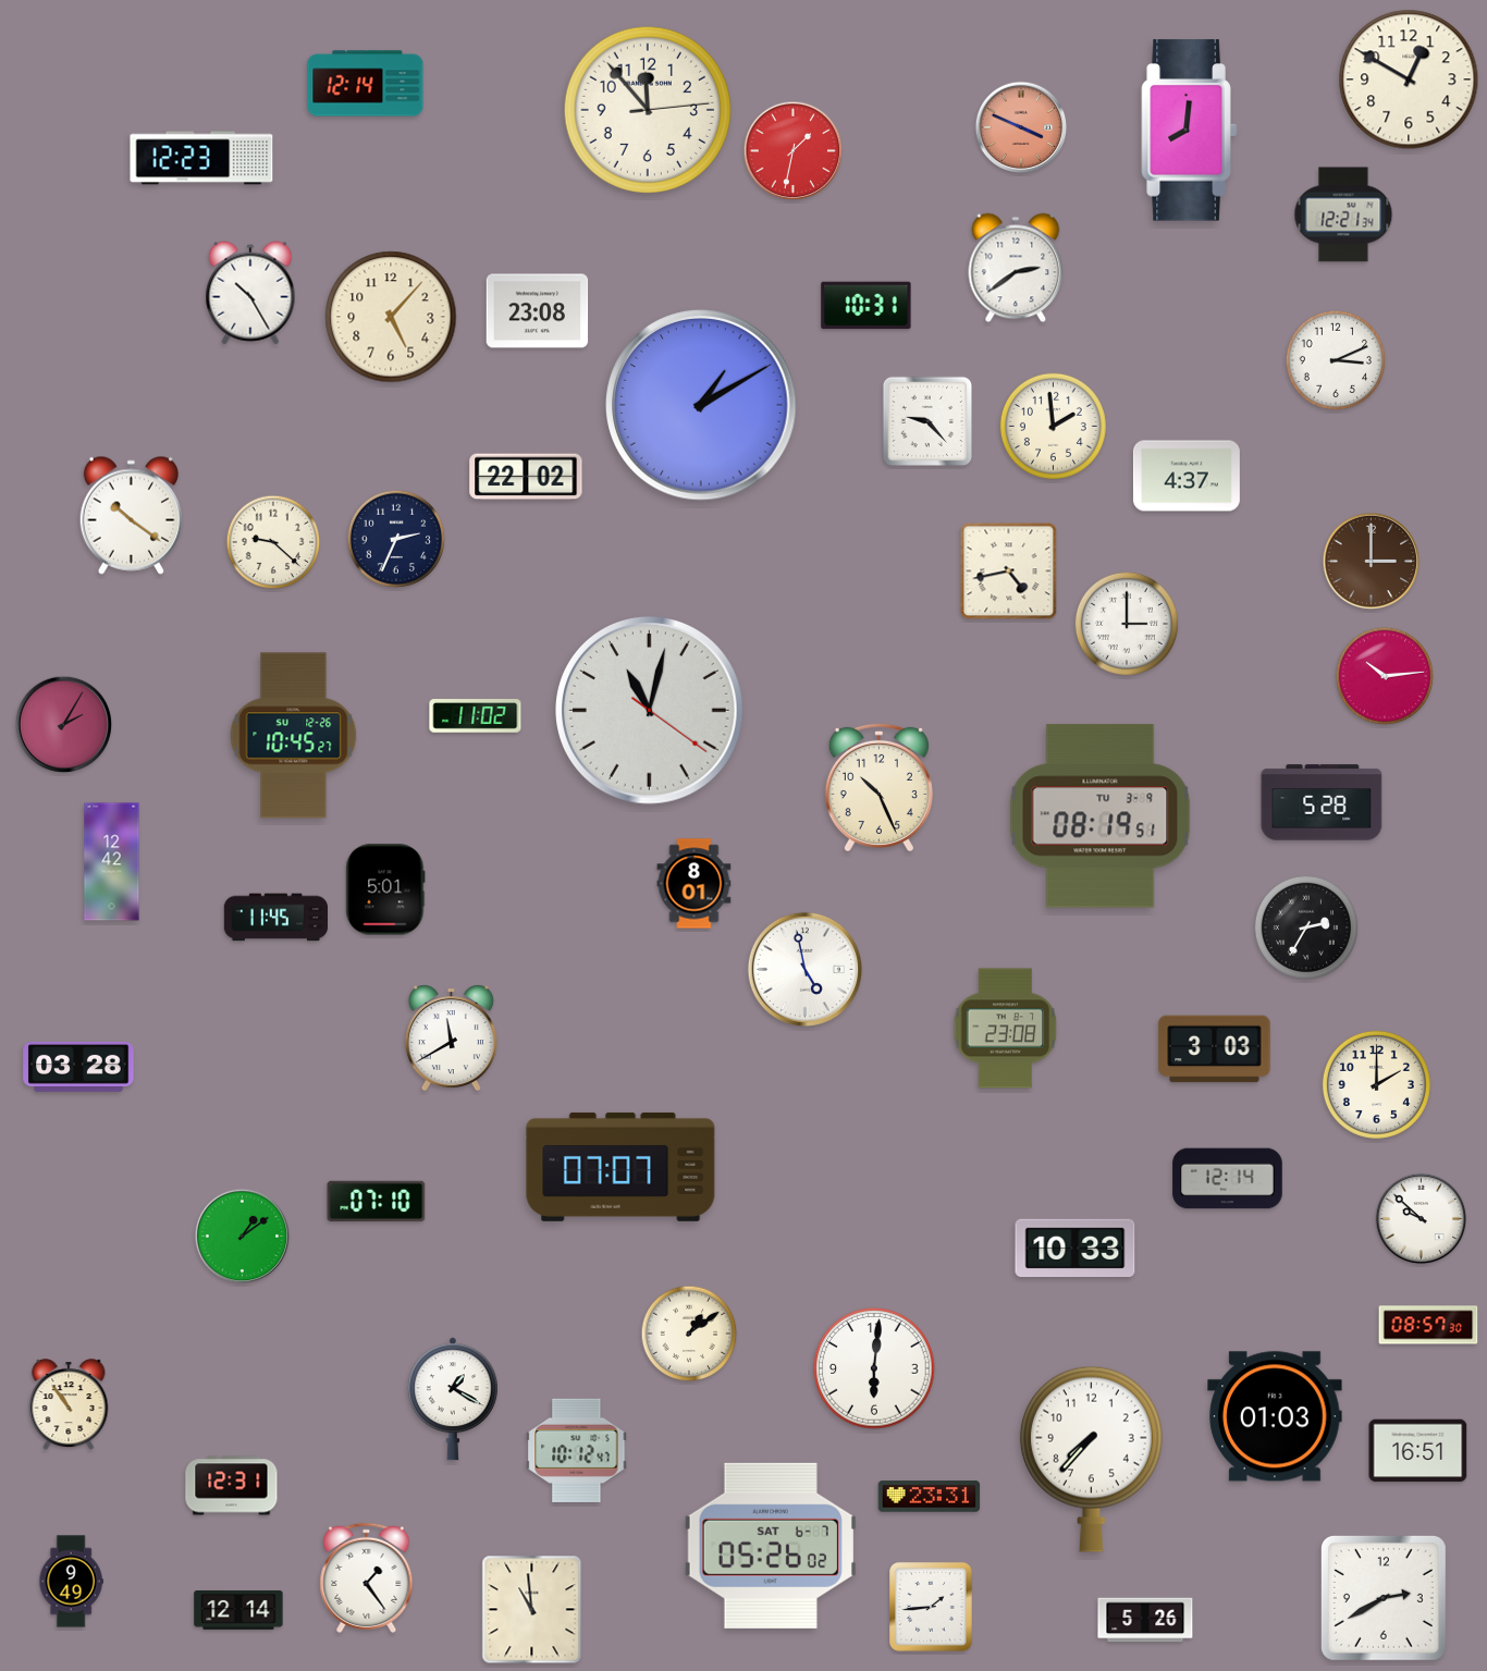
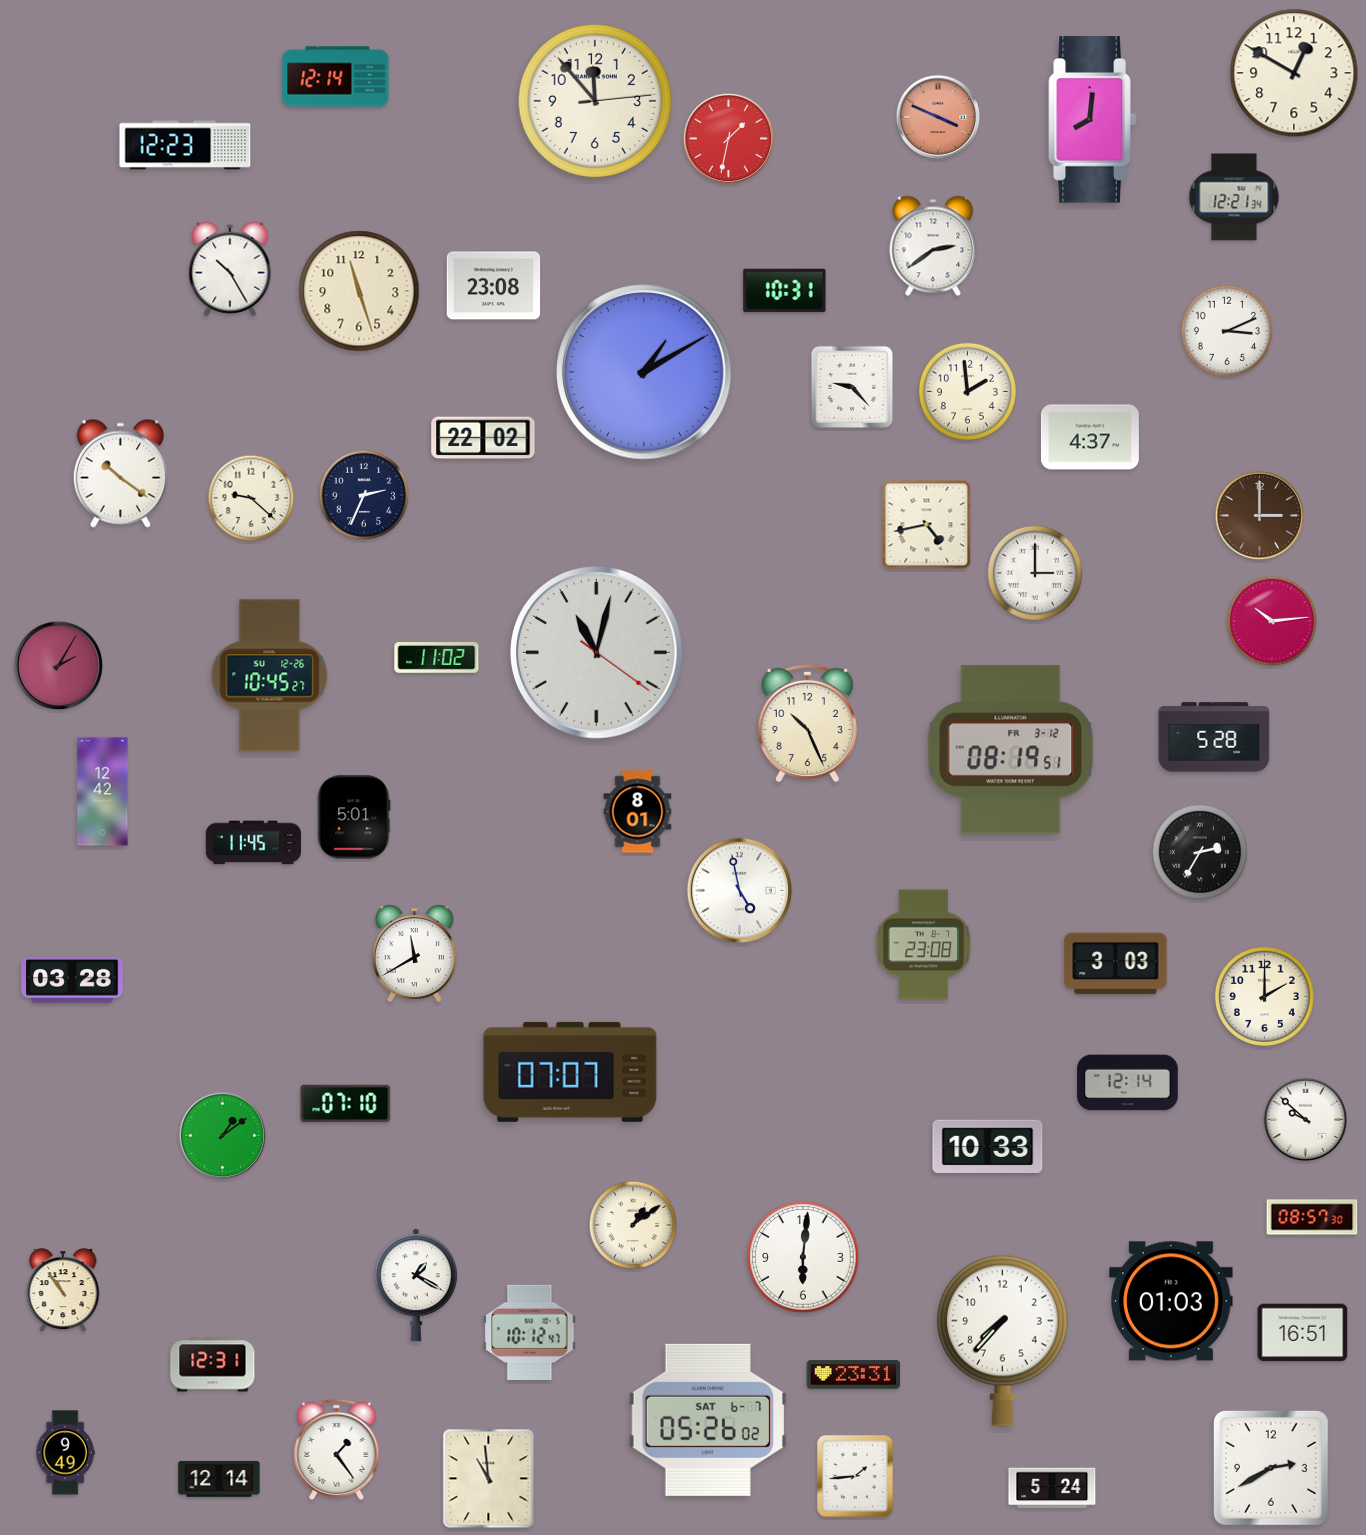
clock at (867, 306) position: (867, 306) -> (785, 291)
clock at (391, 317): 5:07 -> 11:27
clock at (1101, 816) date: TU 3-9 -> FR 3-12
clock at (1145, 1620): 5:26 -> 5:24
